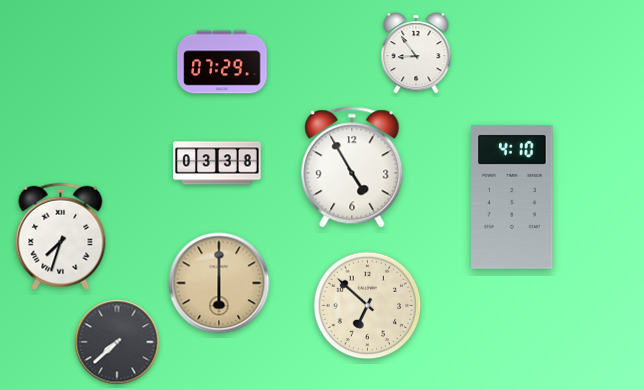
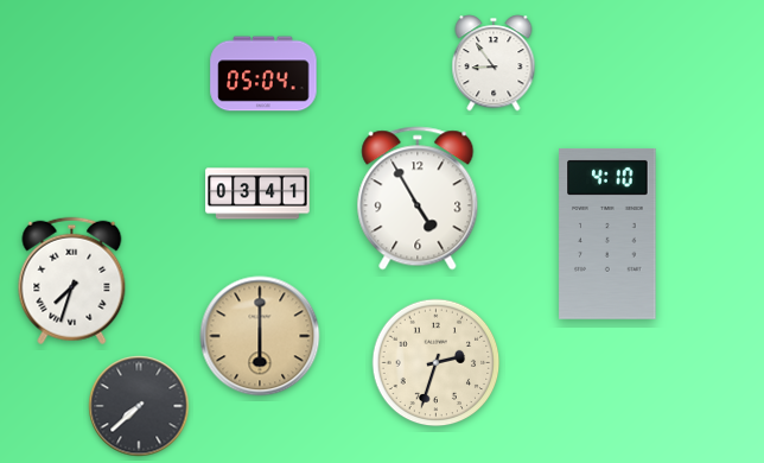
clock at (222, 62): 07:29 -> 05:04
clock at (217, 163): 03:38 -> 03:41
clock at (368, 306): 6:52 -> 2:33
